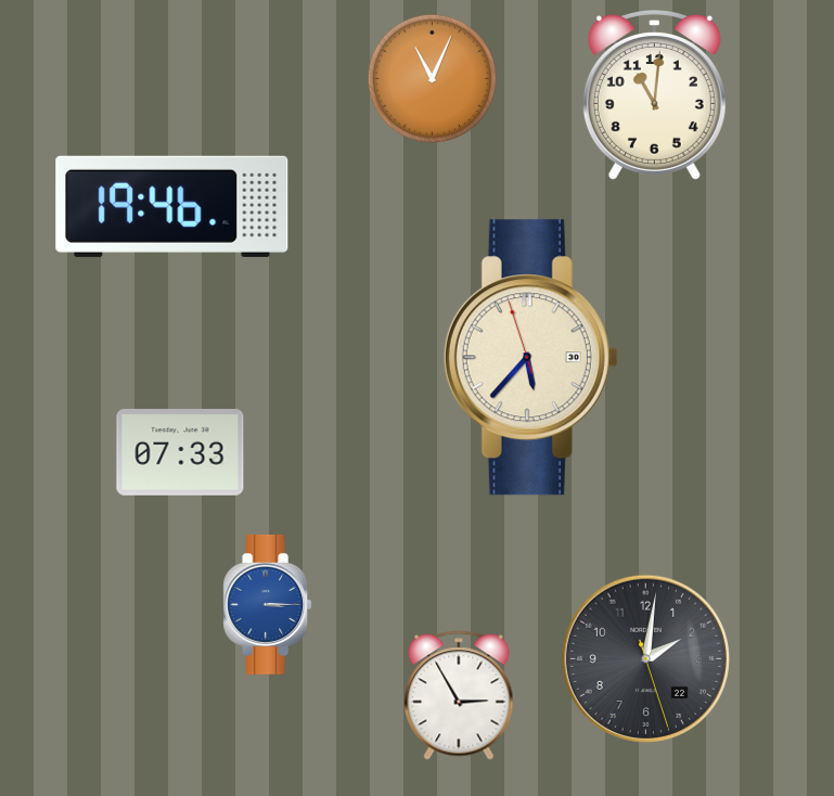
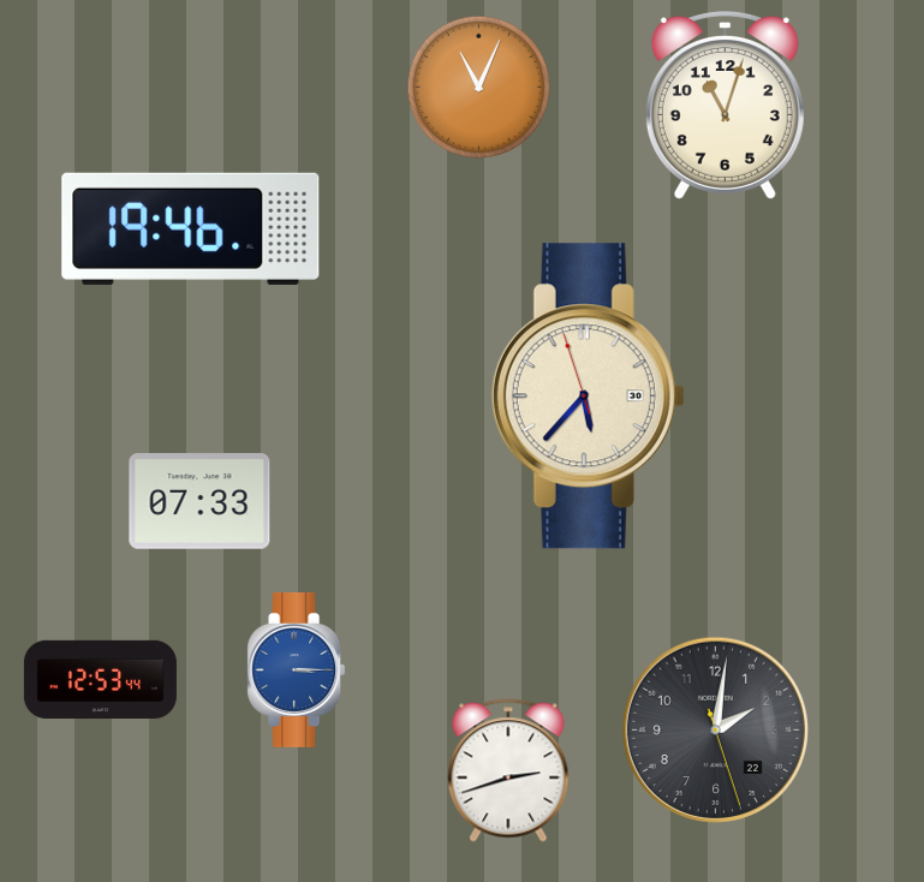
clock at (654, 95): 11:01 -> 11:03
clock at (100, 680): none -> 12:53
clock at (459, 695): 2:55 -> 2:42
